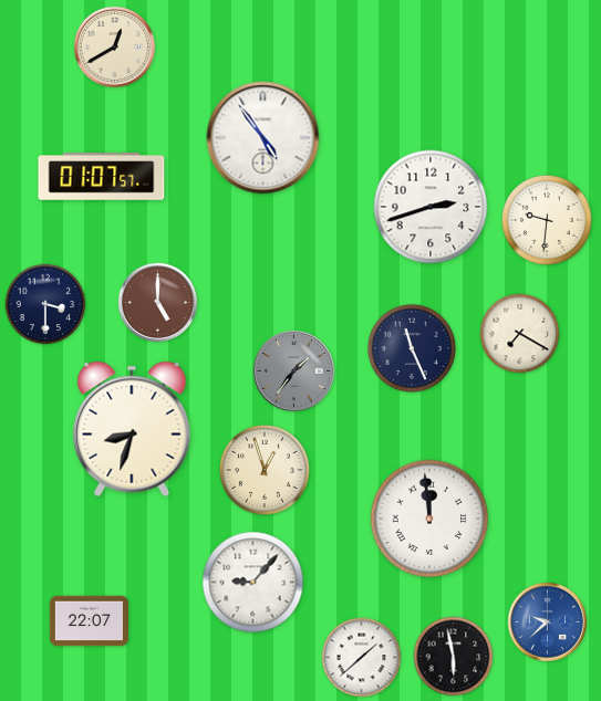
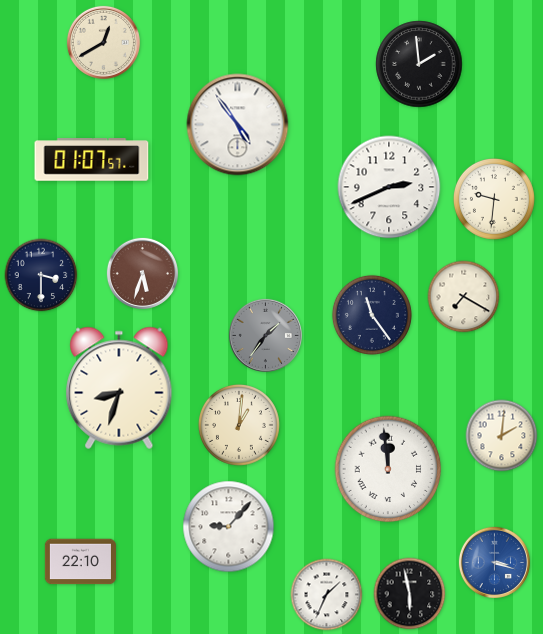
clock at (419, 64): none -> 1:59
clock at (431, 207): 2:42 -> 2:41
clock at (157, 302): 5:00 -> 5:33
clock at (520, 334) position: (520, 334) -> (464, 297)
clock at (412, 348): 11:26 -> 11:24
clock at (265, 470): 12:57 -> 1:01
clock at (502, 436): none -> 2:01
clock at (89, 621): 22:07 -> 22:10
clock at (547, 621): 9:38 -> 3:18
clock at (362, 658): 1:38 -> 1:34
